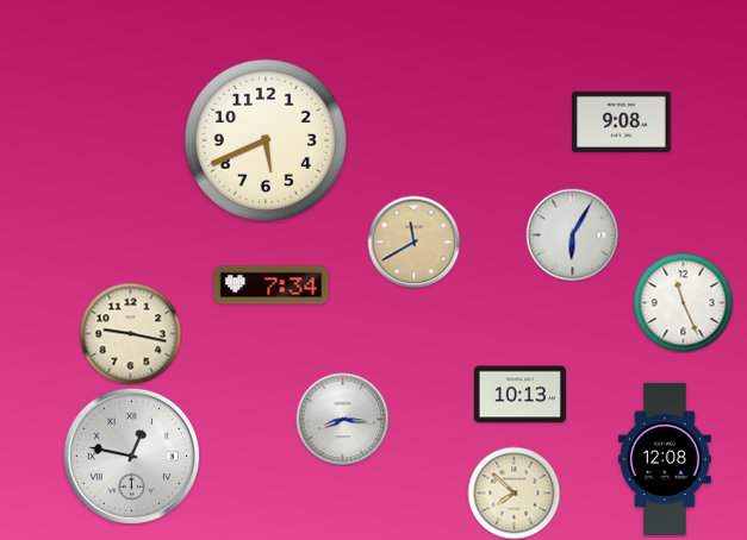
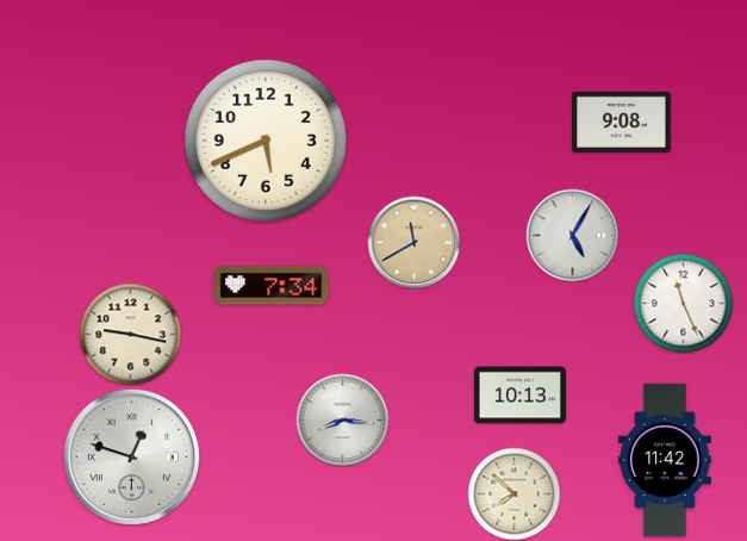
clock at (572, 234): 6:05 -> 5:05
clock at (131, 456): 12:47 -> 12:48
clock at (665, 459): 12:08 -> 11:42
